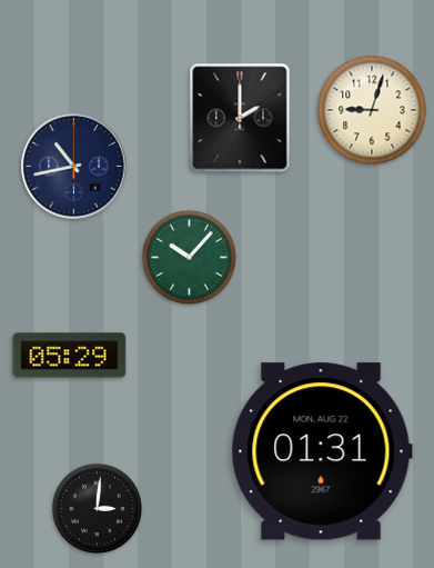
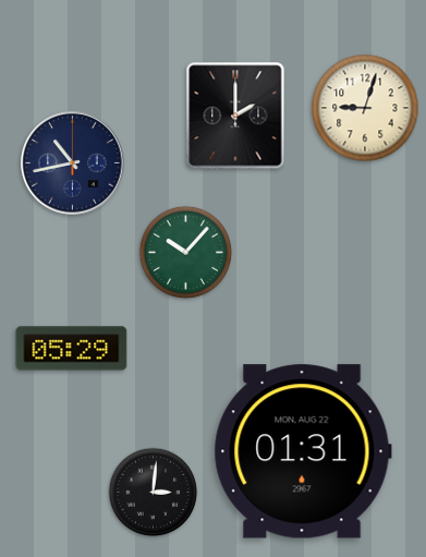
clock at (70, 356) position: (70, 356) -> (72, 349)
clock at (322, 451) position: (322, 451) -> (303, 451)
clock at (98, 509) position: (98, 509) -> (154, 493)
